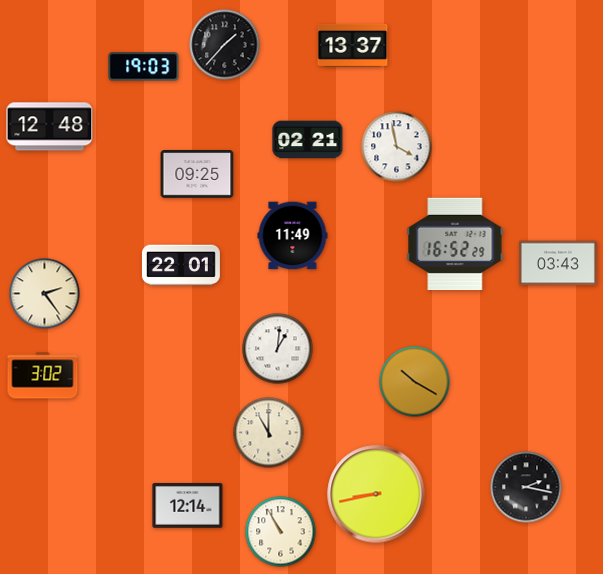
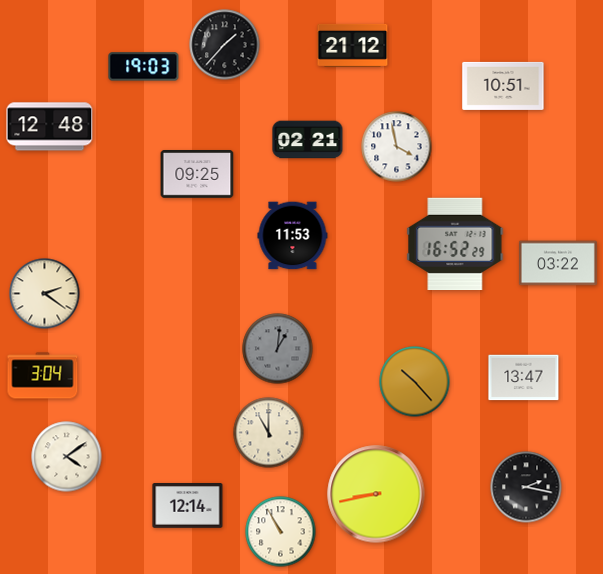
clock at (353, 45): 13:37 -> 21:12
clock at (503, 86): none -> 10:51
clock at (293, 236): 11:49 -> 11:53
clock at (558, 263): 03:43 -> 03:22
clock at (181, 265): 22:01 -> none
clock at (45, 294): 2:24 -> 2:21
clock at (278, 349) dial: white -> grey
clock at (43, 376): 3:02 -> 3:04
clock at (524, 378): none -> 13:47
clock at (415, 382): 10:20 -> 10:23
clock at (67, 457): none -> 4:09
